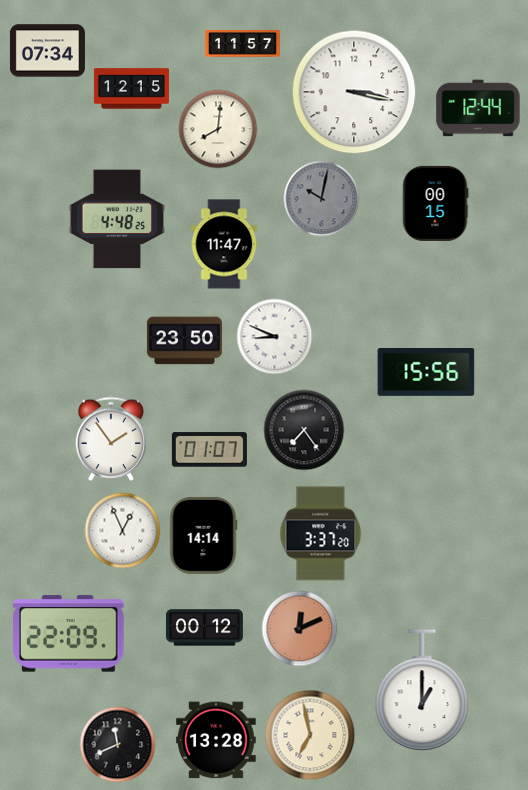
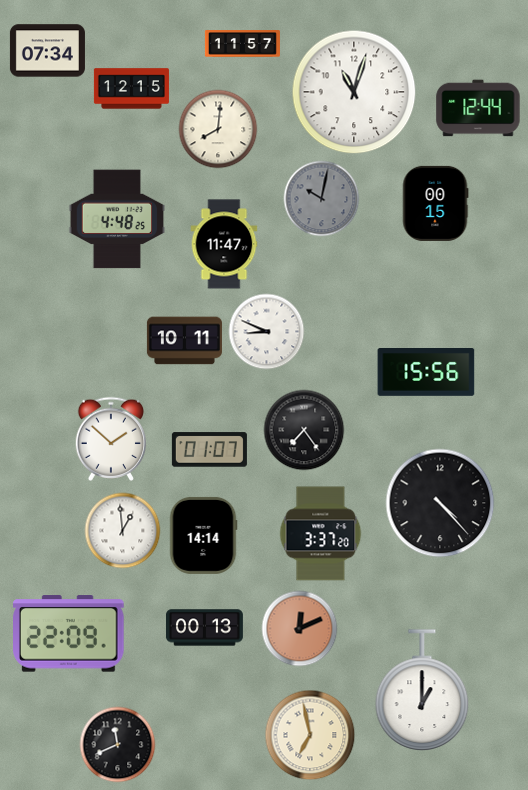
clock at (354, 92): 3:17 -> 11:03
clock at (275, 337) position: (275, 337) -> (267, 332)
clock at (184, 341): 23:50 -> 10:11
clock at (110, 439): 1:54 -> 1:52
clock at (440, 503): none -> 4:23
clock at (123, 531): 12:56 -> 12:59
clock at (204, 628): 00:12 -> 00:13
clock at (216, 740): 13:28 -> none
